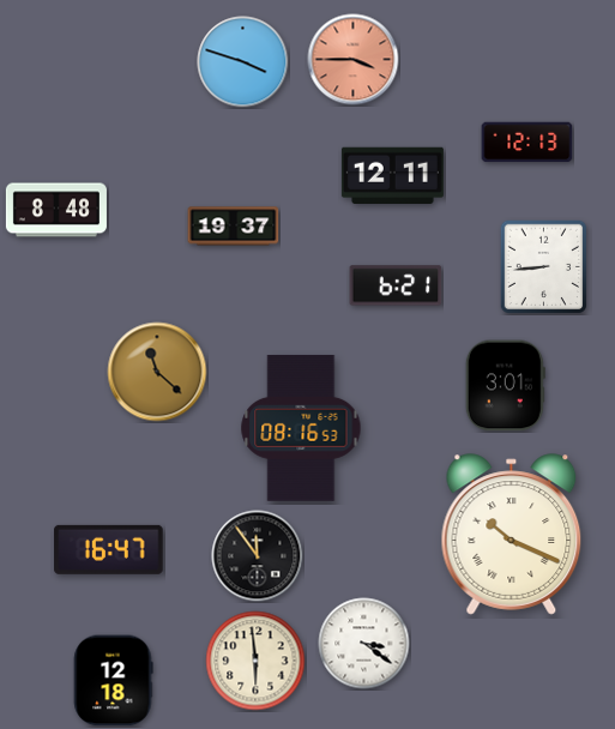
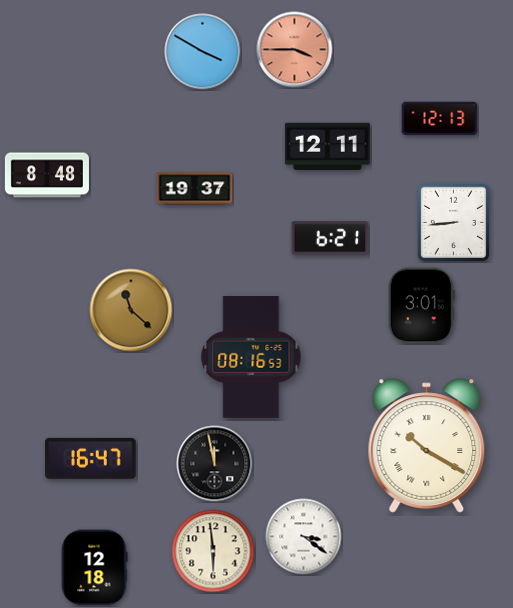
clock at (243, 62): 3:48 -> 3:50
clock at (505, 386) position: (505, 386) -> (421, 306)
clock at (512, 535): 10:19 -> 10:20
clock at (258, 556): 11:54 -> 11:58
